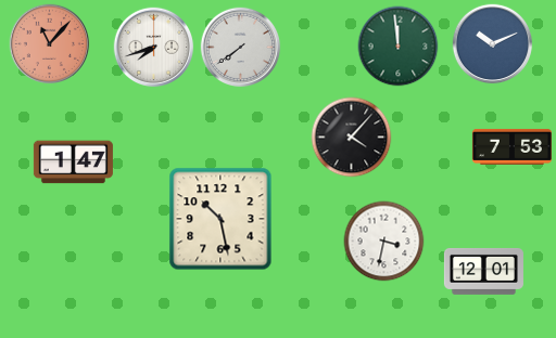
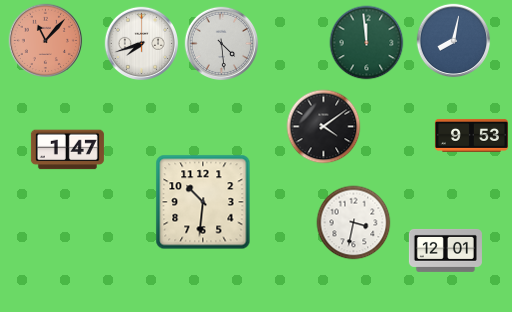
clock at (493, 44): 10:11 -> 8:02
clock at (241, 48): 7:39 -> 4:29
clock at (352, 138): 4:07 -> 4:09
clock at (511, 146): 7:53 -> 9:53
clock at (220, 219): 10:28 -> 10:31
